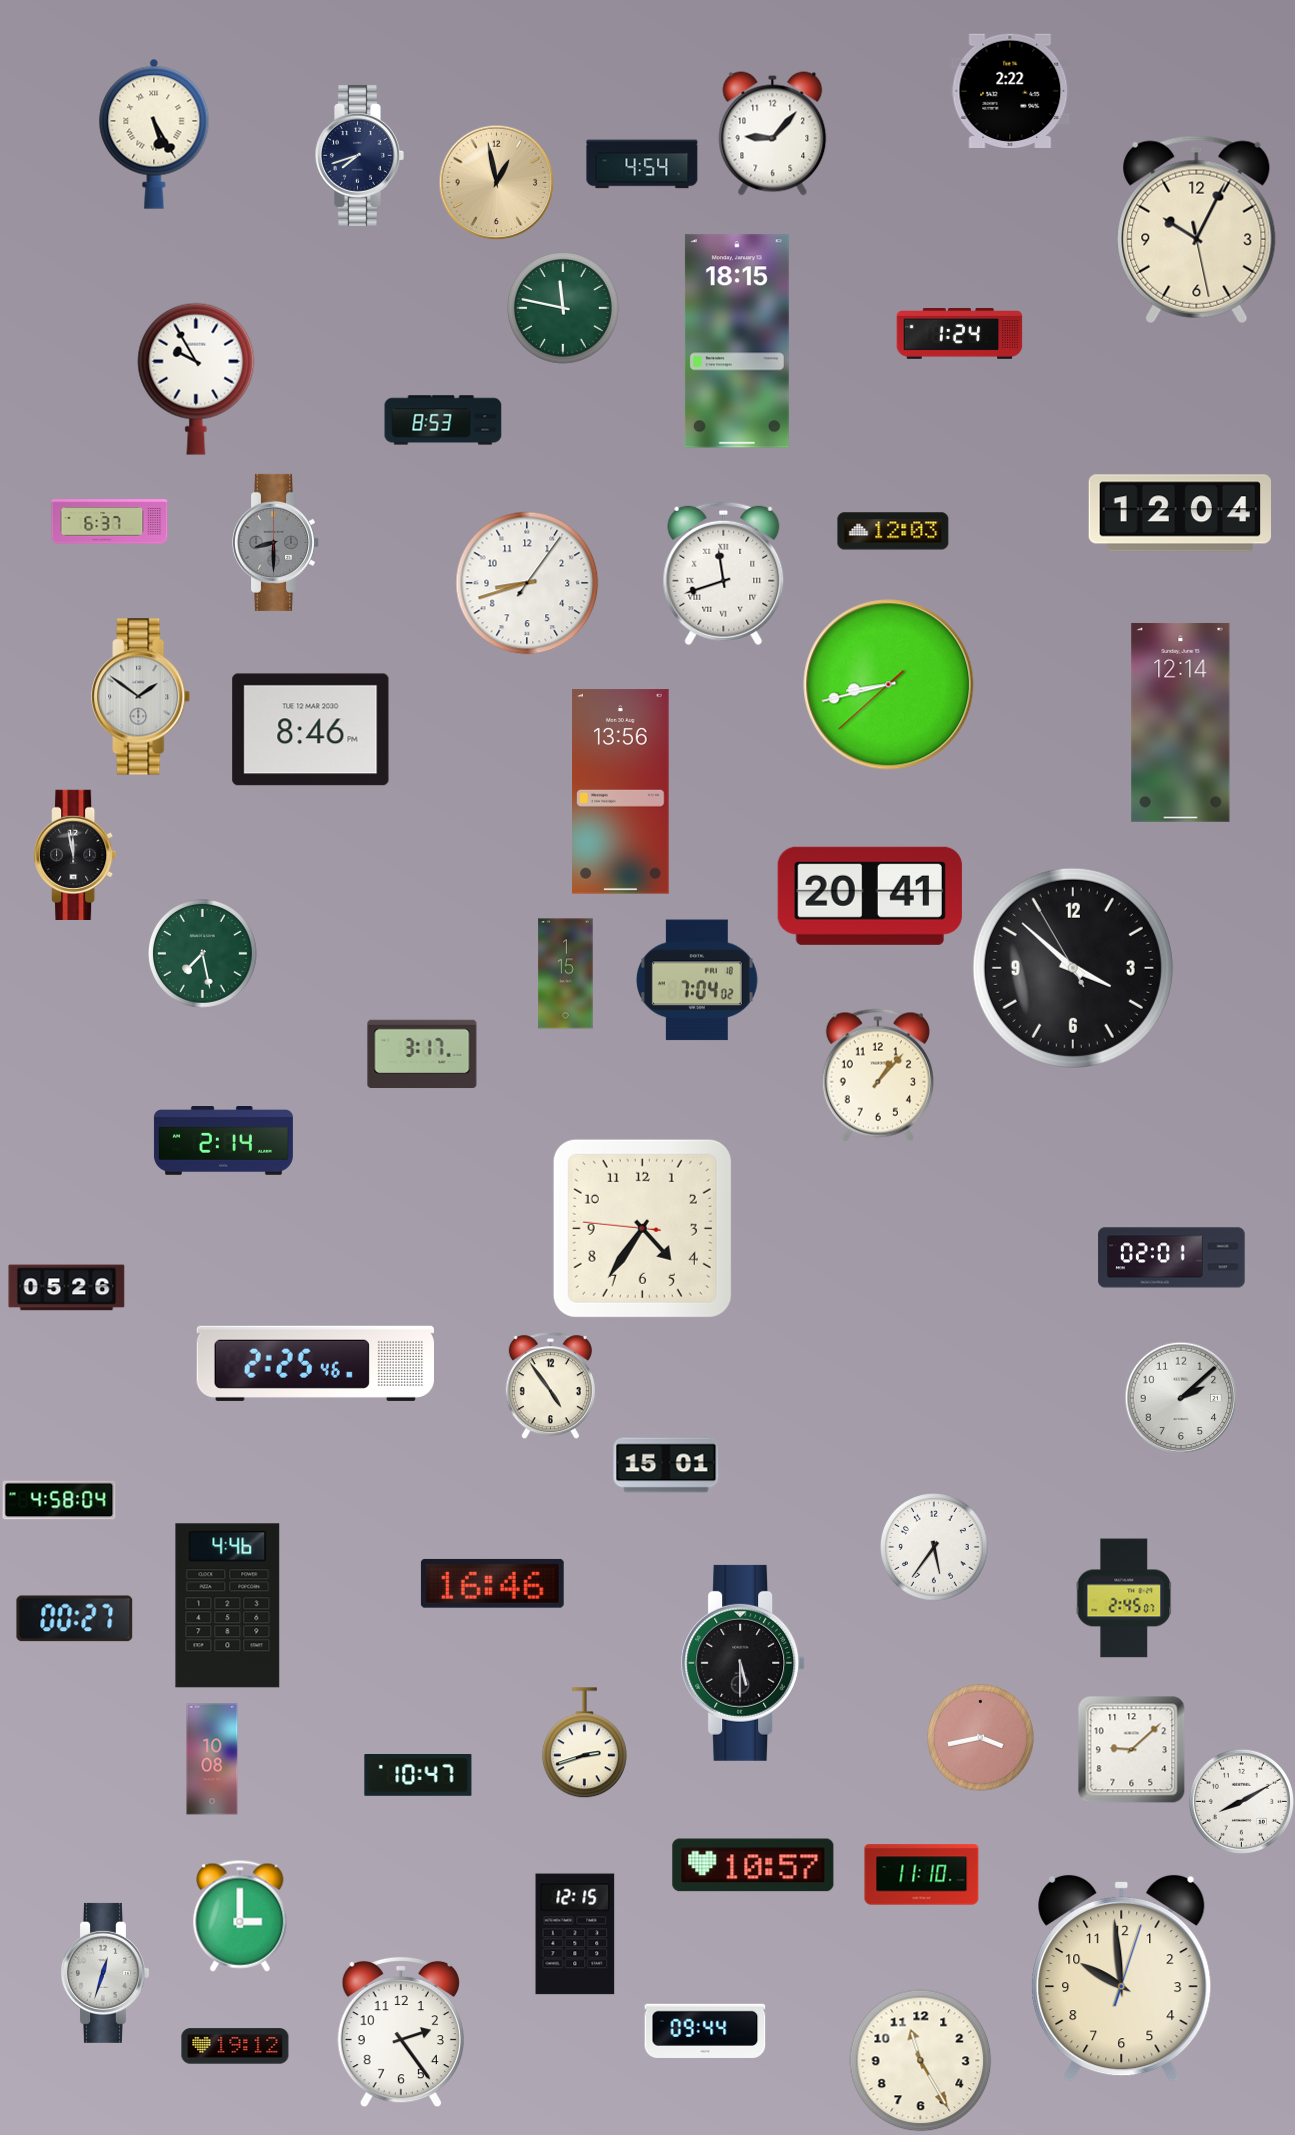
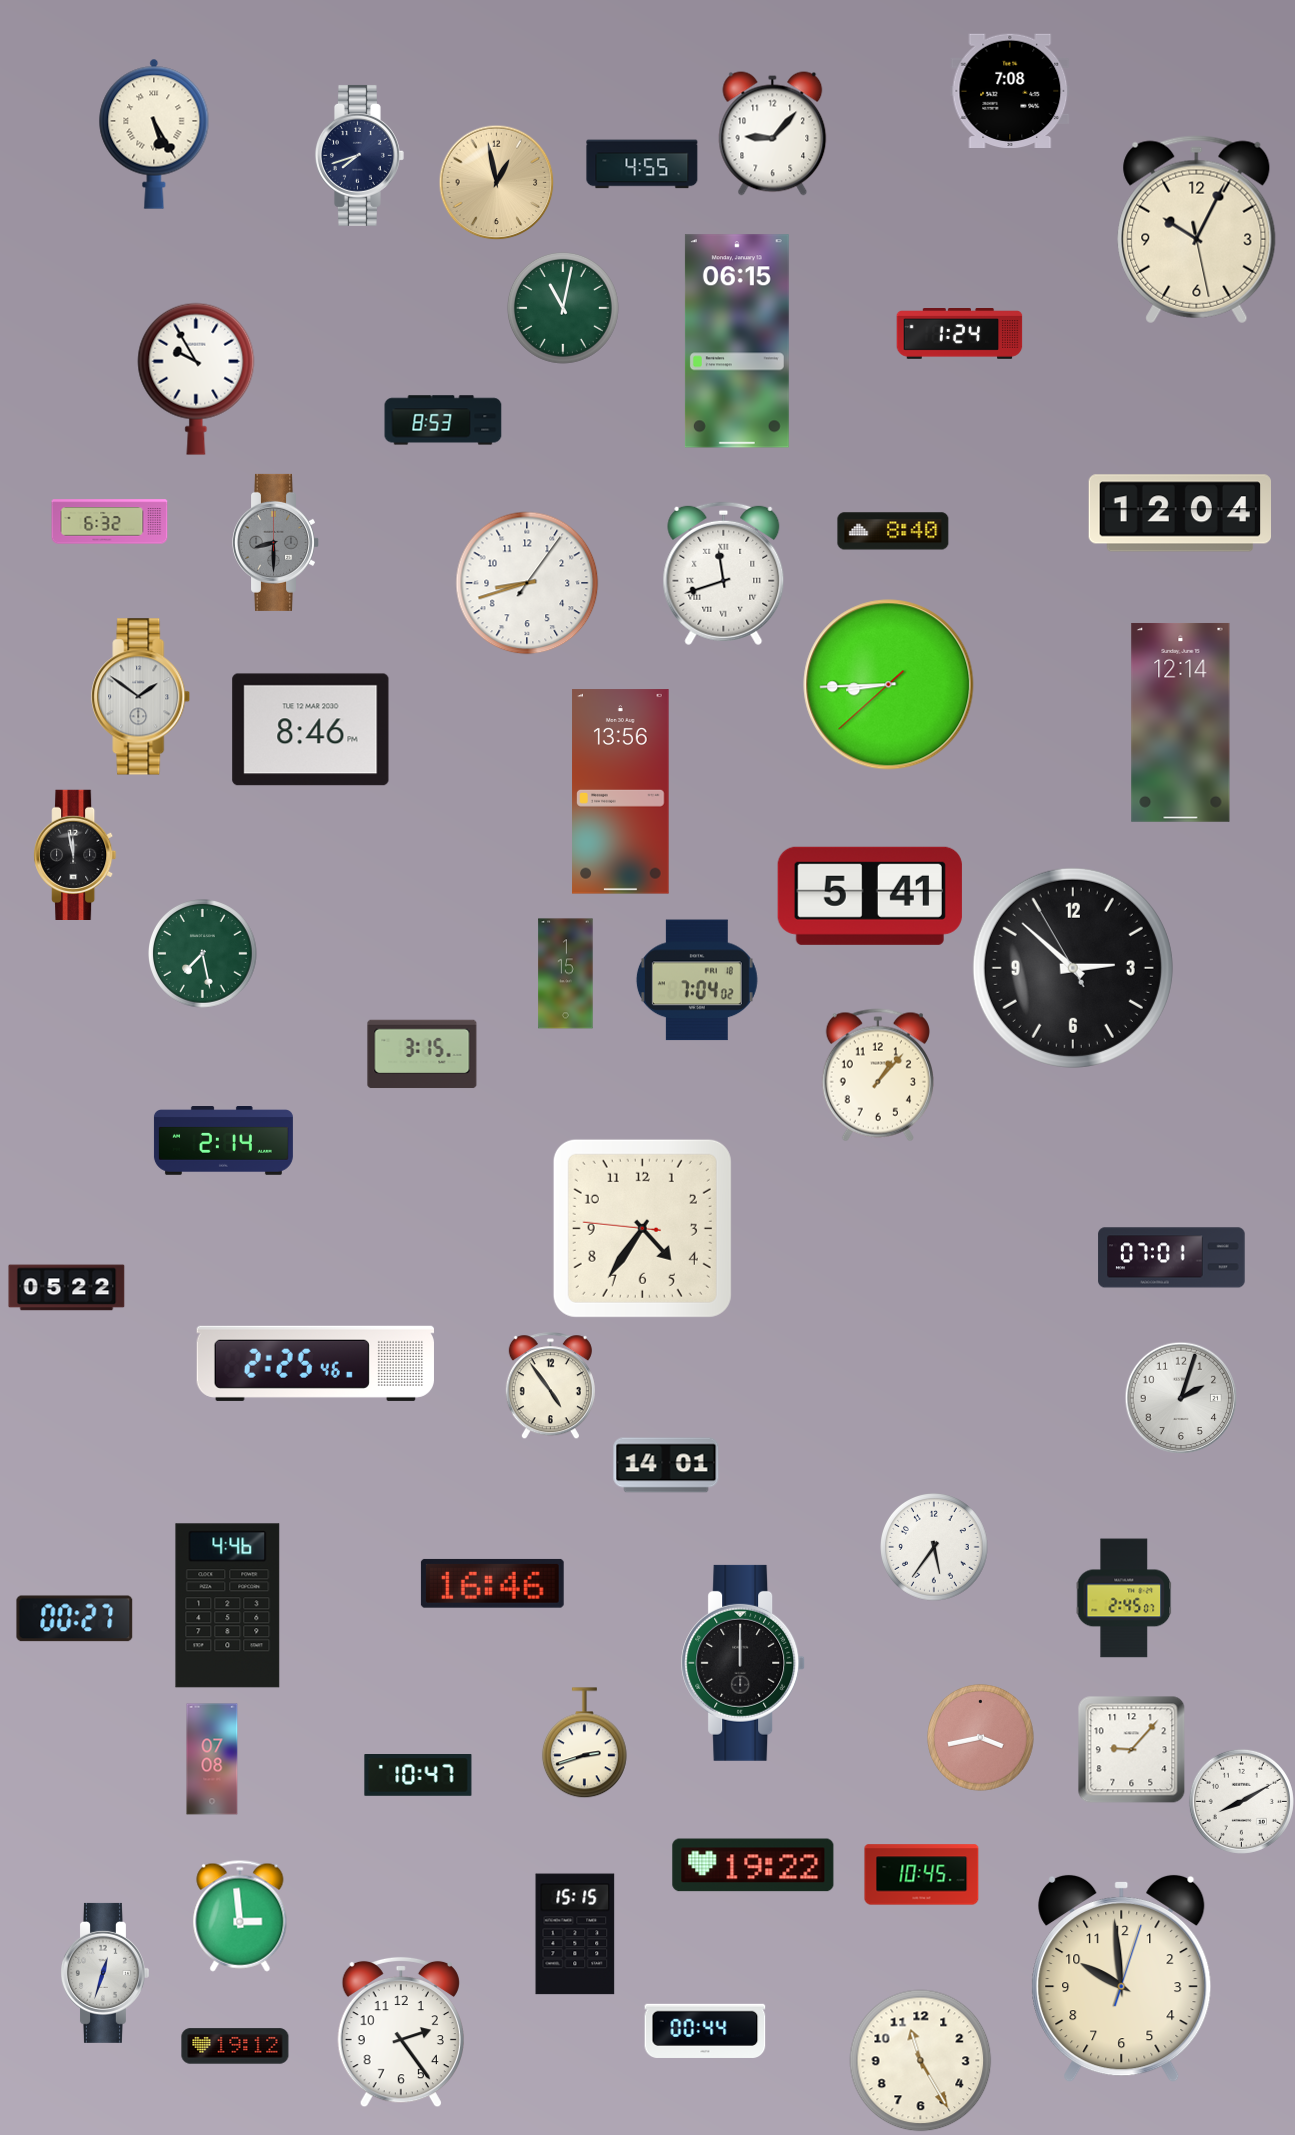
clock at (1010, 90): 2:22 -> 7:08
clock at (642, 164): 4:54 -> 4:55
clock at (563, 308): 11:47 -> 11:02
clock at (737, 341): 18:15 -> 06:15
clock at (110, 522): 6:37 -> 6:32
clock at (893, 531): 12:03 -> 8:40
clock at (889, 685): 8:42 -> 8:44
clock at (870, 896): 20:41 -> 5:41
clock at (1073, 968): 3:51 -> 2:51
clock at (422, 1054): 3:17 -> 3:15
clock at (1172, 1258): 02:01 -> 07:01
clock at (67, 1288): 05:26 -> 05:22
clock at (1181, 1398): 2:08 -> 2:03
clock at (666, 1465): 15:01 -> 14:01
clock at (59, 1500): 4:58 -> none
clock at (744, 1663): 5:30 -> 12:00
clock at (1131, 1749): 9:08 -> 9:07
clock at (212, 1759): 10:08 -> 07:08
clock at (753, 1865): 10:57 -> 19:22
clock at (922, 1875): 11:10 -> 10:45
clock at (240, 1916): 3:00 -> 2:59
clock at (575, 1934): 12:15 -> 15:15
clock at (705, 2031): 09:44 -> 00:44
